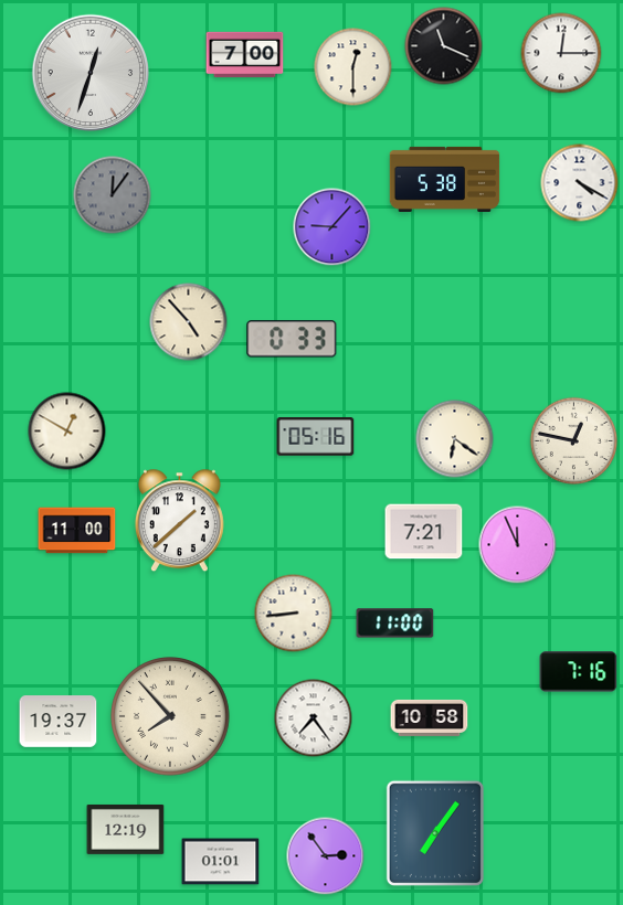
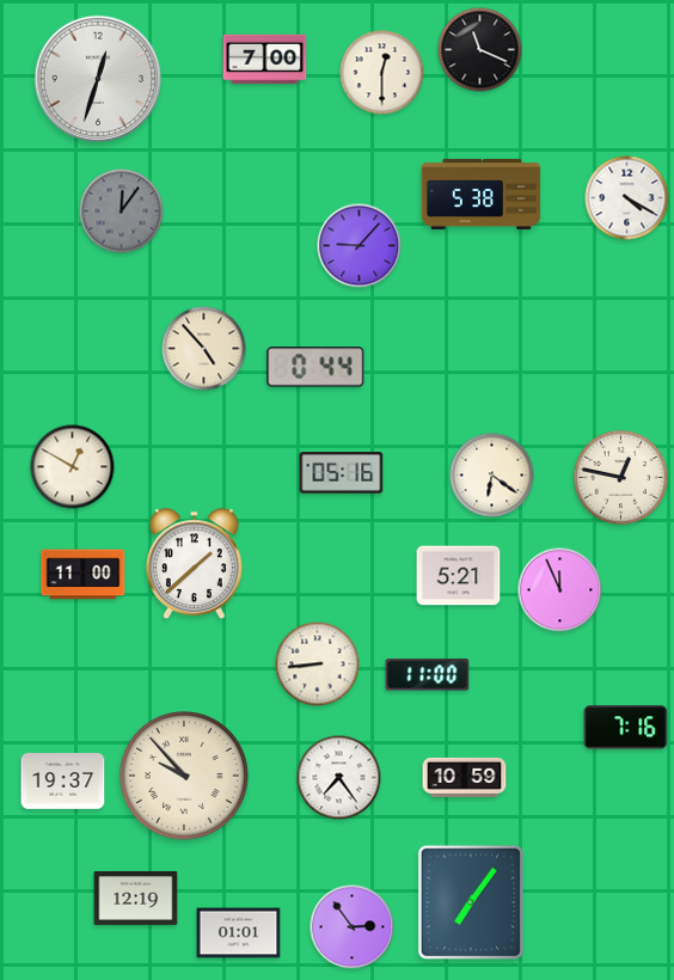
clock at (561, 53): 12:15 -> none
clock at (292, 339): 0:33 -> 0:44
clock at (424, 532): 7:21 -> 5:21
clock at (171, 717): 7:53 -> 9:53
clock at (430, 717): 10:58 -> 10:59
